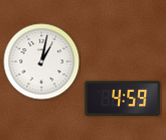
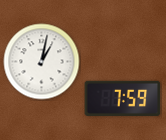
clock at (123, 98): 4:59 -> 7:59
